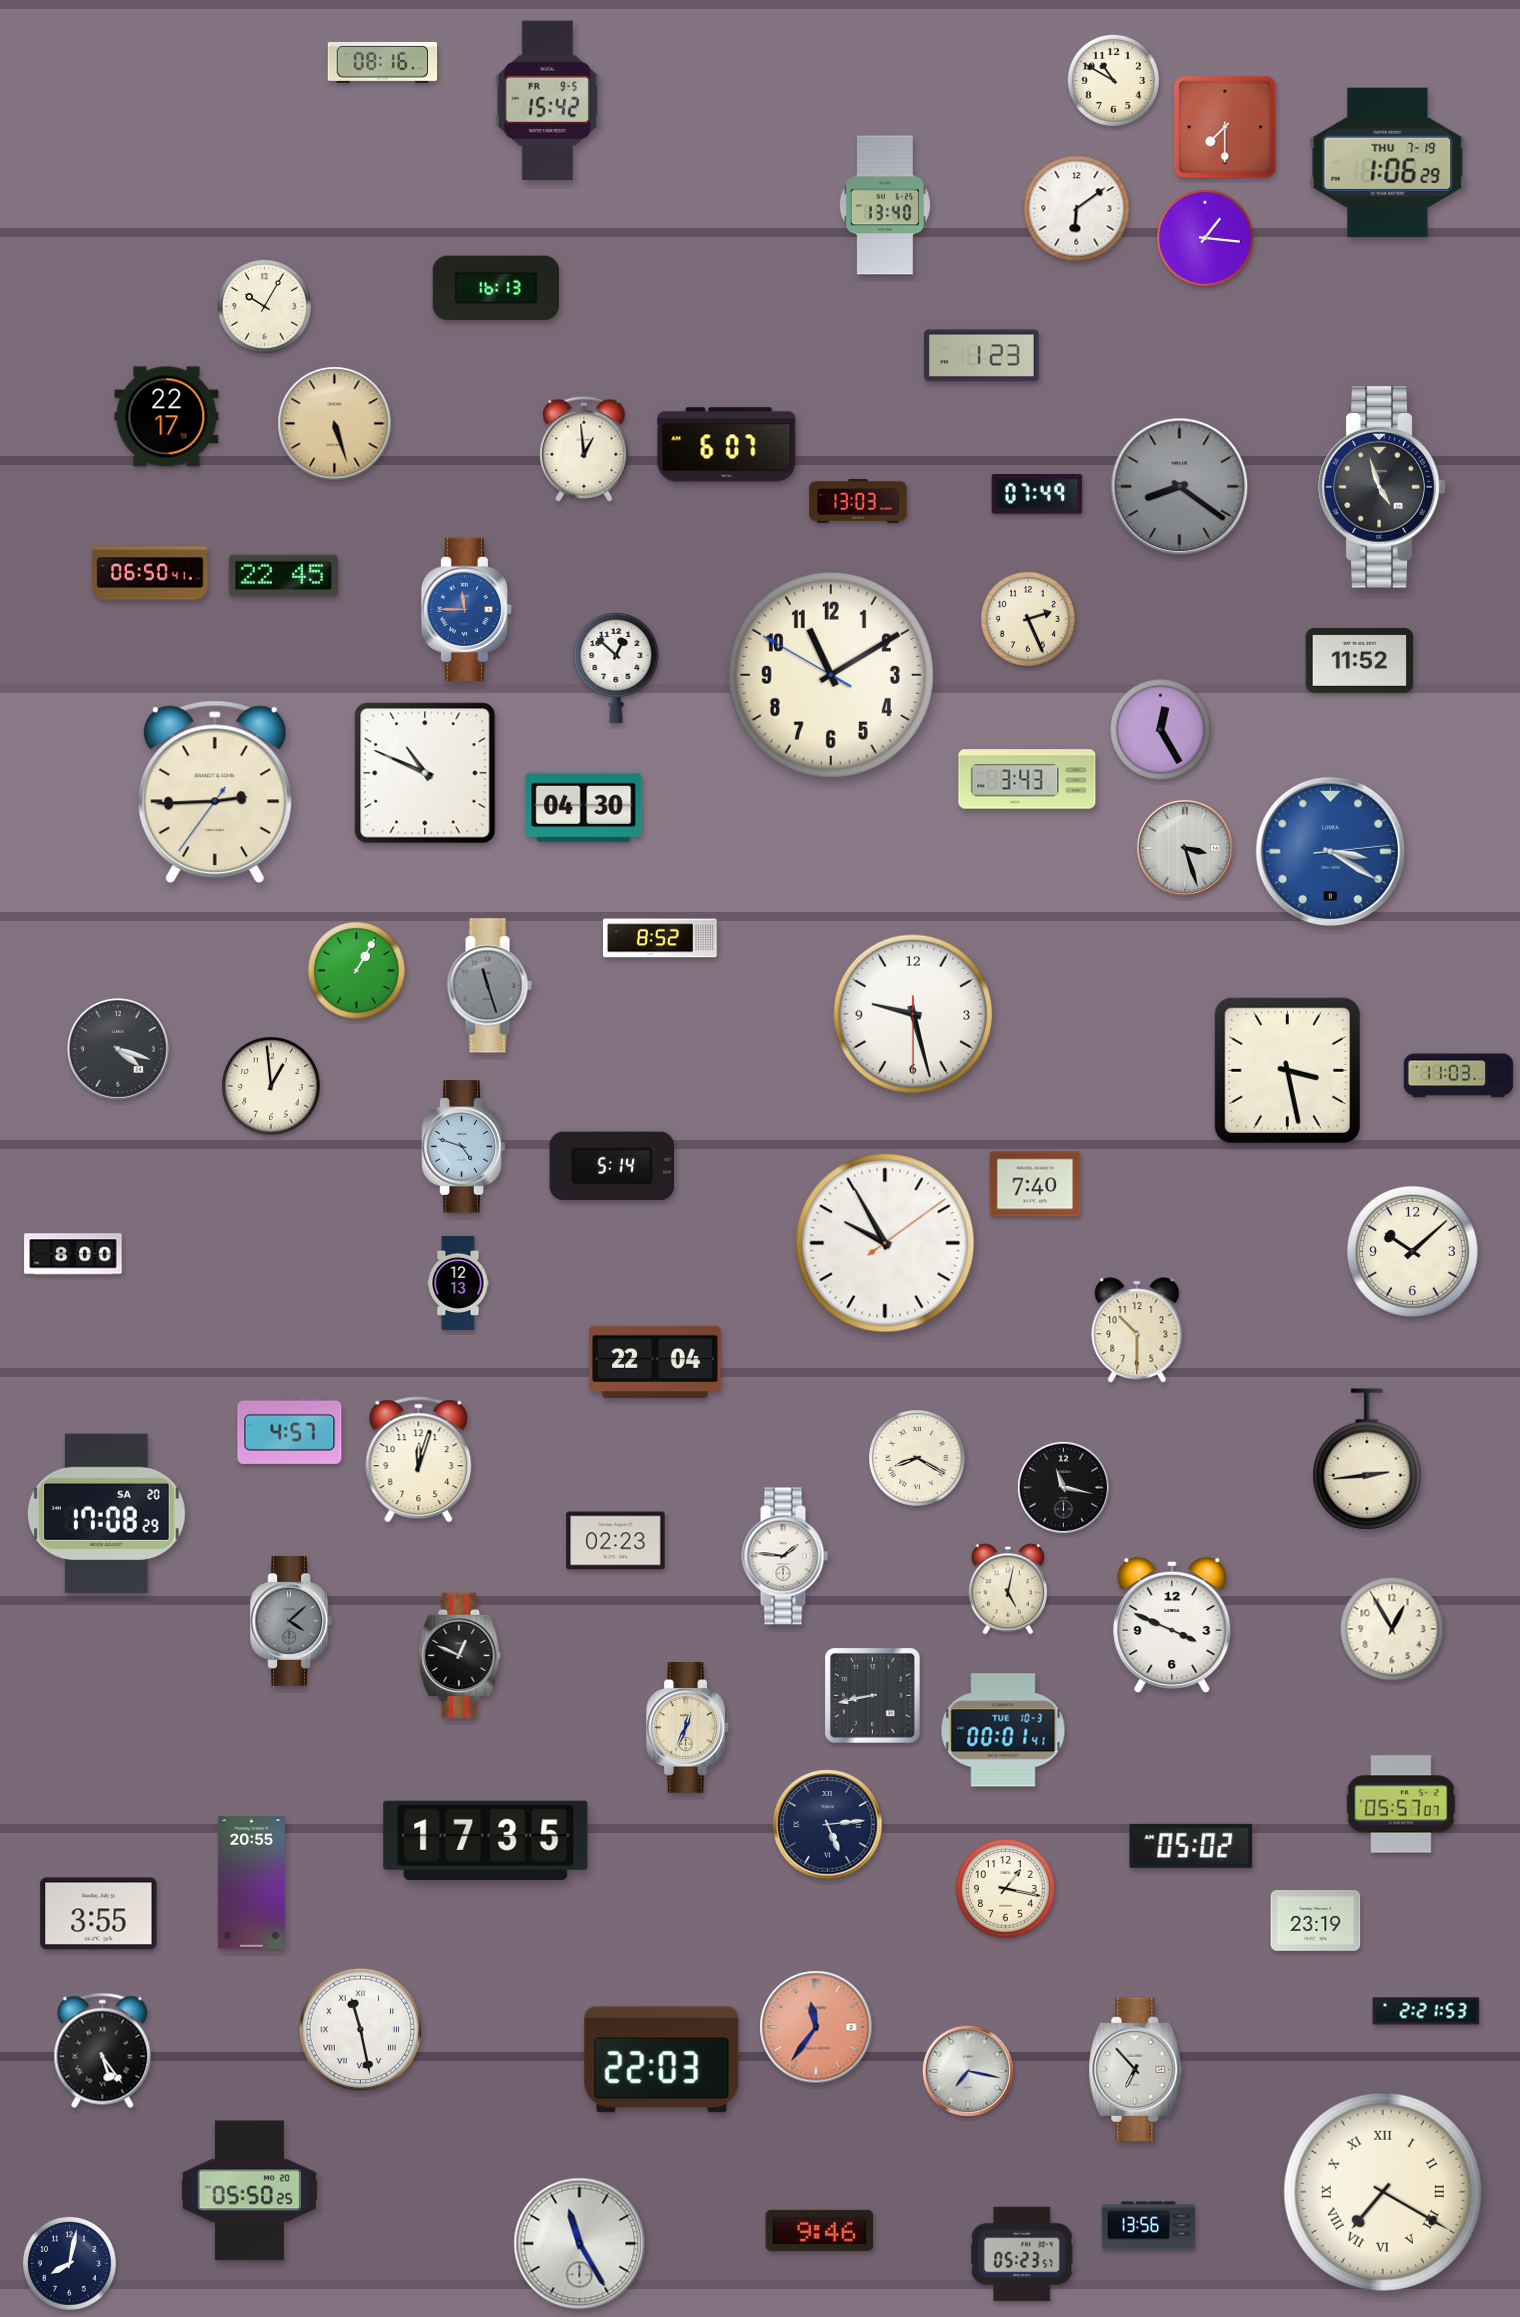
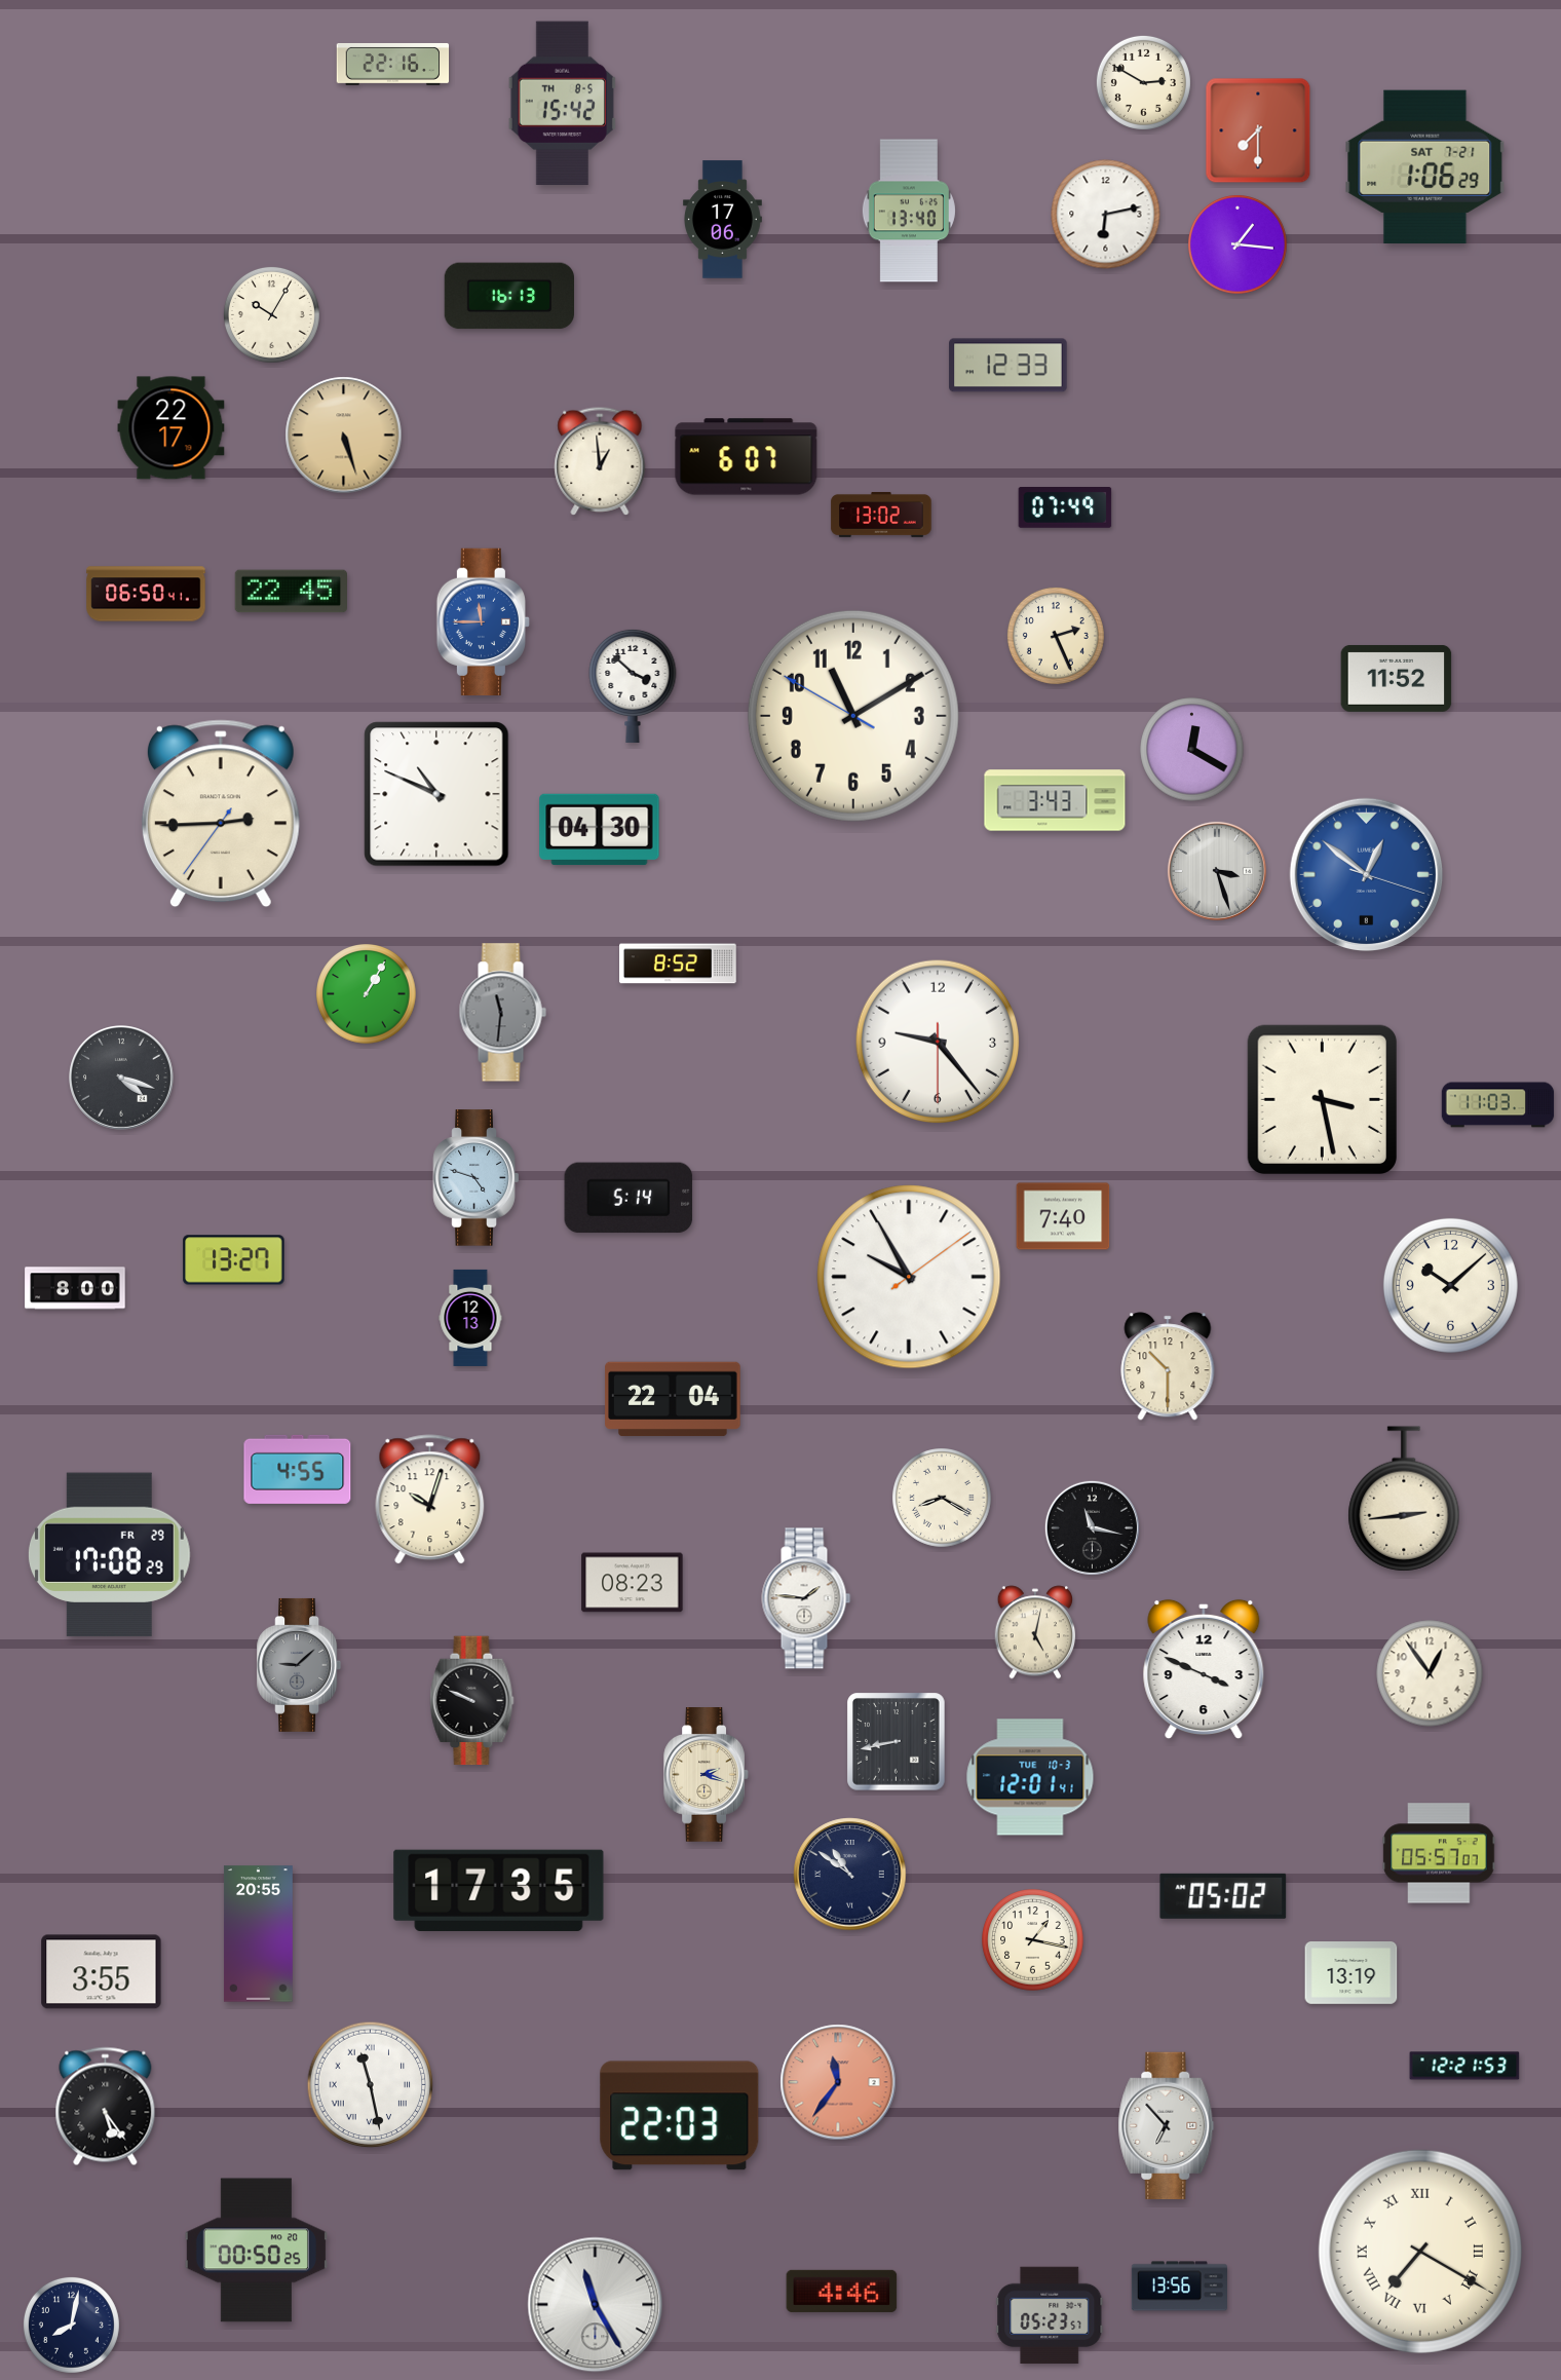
clock at (383, 62): 08:16 -> 22:16
clock at (1113, 80): 10:50 -> 2:50
clock at (547, 101) date: FR 9-5 -> TH 8-5
clock at (1388, 162) date: THU 7-19 -> SAT 7-21
clock at (1077, 209): 6:09 -> 6:13
clock at (722, 220): none -> 17:06
clock at (982, 356): 1:23 -> 12:33
clock at (1180, 487): 8:21 -> none
clock at (1382, 487): 4:57 -> none
clock at (858, 501): 13:03 -> 13:02
clock at (150, 573) position: (150, 573) -> (146, 594)
clock at (466, 609) position: (466, 609) -> (483, 621)
clock at (616, 667): 12:52 -> 3:52
clock at (831, 675) position: (831, 675) -> (853, 716)
clock at (1161, 730): 12:25 -> 12:20
clock at (1330, 851): 3:20 -> 12:51
clock at (357, 971) position: (357, 971) -> (367, 994)
clock at (489, 986): 11:27 -> 11:31
clock at (913, 1014): 9:27 -> 9:23
clock at (271, 1086): 12:59 -> none
clock at (234, 1260): none -> 13:27
clock at (290, 1430): 4:57 -> 4:55
clock at (419, 1460): 12:03 -> 10:03
clock at (106, 1514) date: SA 20 -> FR 29
clock at (616, 1541): 02:23 -> 08:23
clock at (291, 1621): 4:08 -> 9:08
clock at (1392, 1629): 12:55 -> 12:54
clock at (460, 1656): 12:49 -> 9:49
clock at (687, 1728): 12:34 -> 2:18
clock at (1003, 1730): 00:01 -> 12:01
clock at (828, 1825): 5:14 -> 10:51
clock at (99, 1914) position: (99, 1914) -> (102, 1972)
clock at (1316, 1921): 23:19 -> 13:19
clock at (1426, 2011): 2:21 -> 12:21
clock at (968, 2071): 7:17 -> none
clock at (249, 2191): 05:50 -> 00:50
clock at (820, 2230): 9:46 -> 4:46
